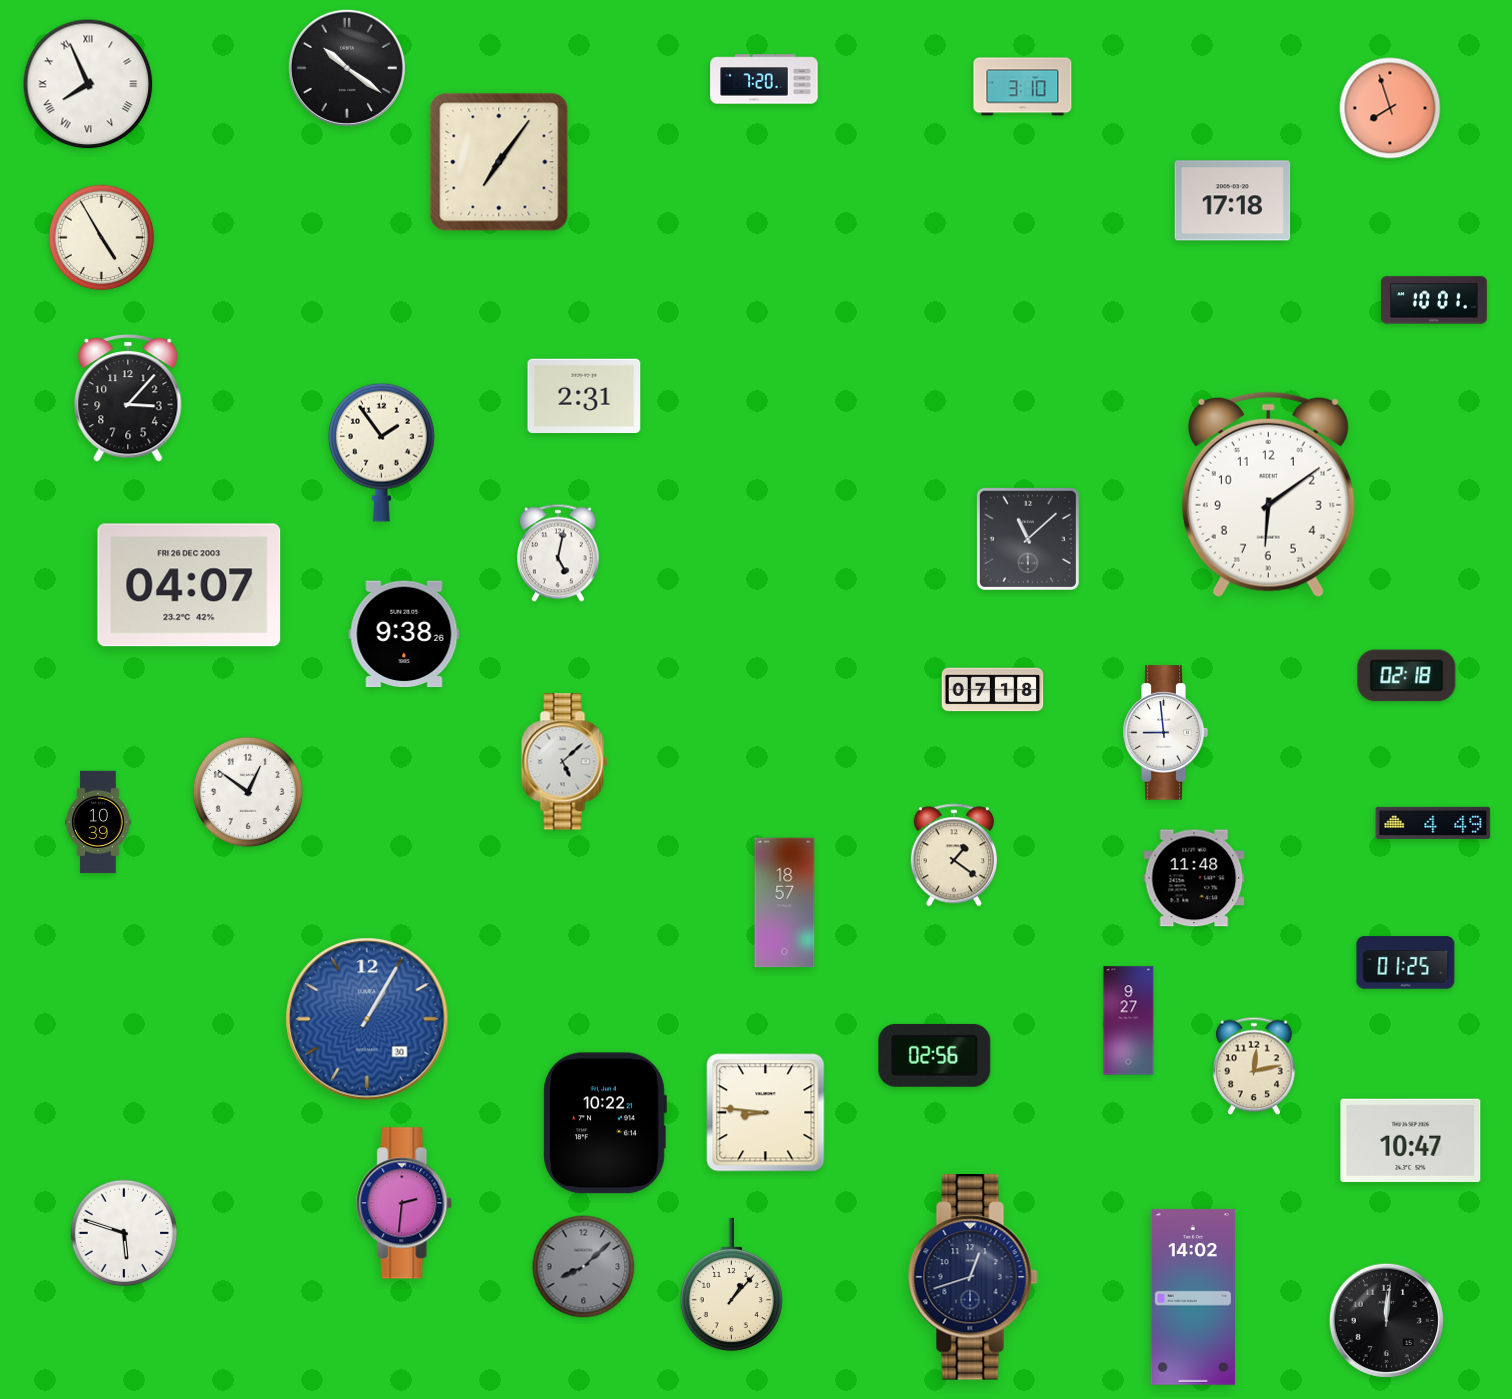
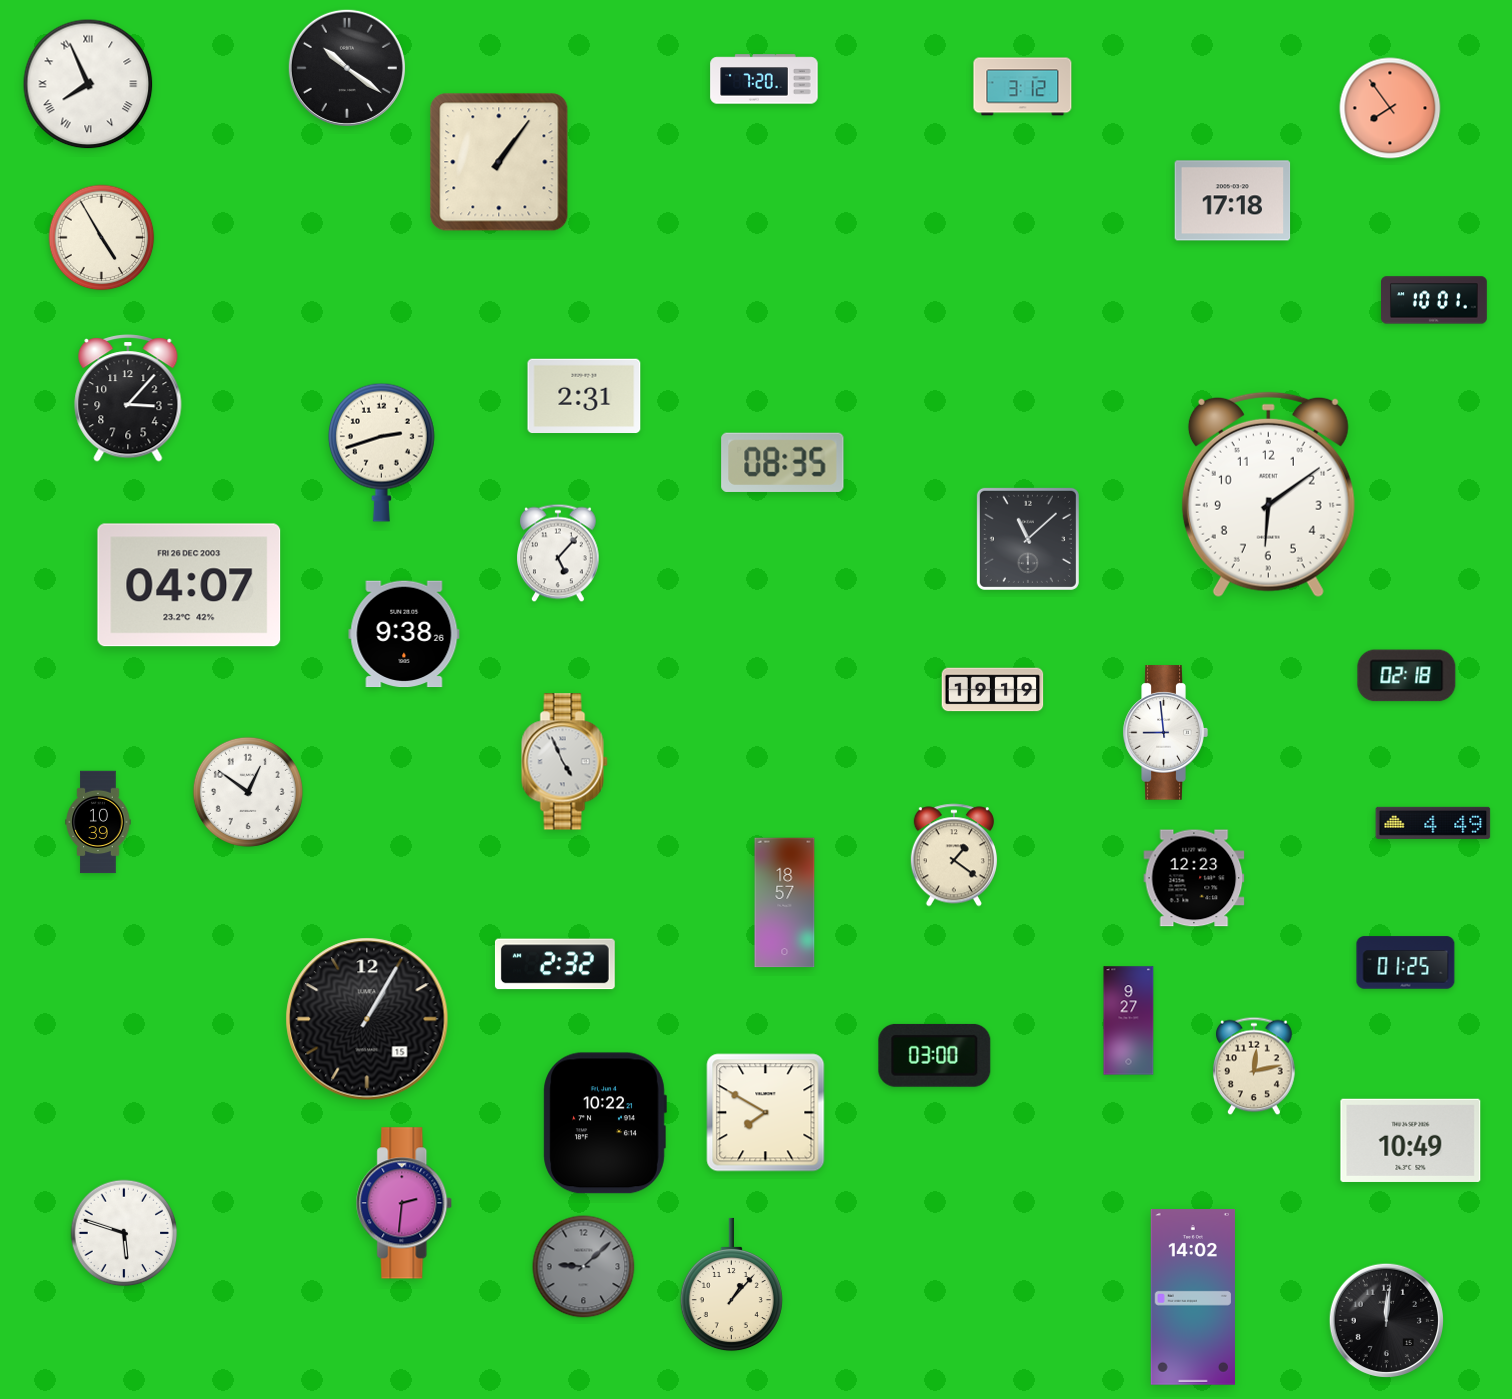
clock at (1023, 87): 3:10 -> 3:12
clock at (1390, 108): 7:57 -> 7:54
clock at (499, 162): 7:06 -> 1:06
clock at (381, 452): 1:54 -> 2:42
clock at (783, 462): none -> 08:35
clock at (559, 553): 5:02 -> 5:07
clock at (993, 690): 07:18 -> 19:19
clock at (565, 762): 5:08 -> 4:56
clock at (1194, 878): 11:48 -> 12:23
clock at (555, 964): none -> 2:32
clock at (367, 1019) date: 30 -> 15
clock at (367, 1019) dial: blue -> black
clock at (935, 1055): 02:56 -> 03:00
clock at (766, 1113): 8:46 -> 7:50
clock at (1411, 1140): 10:47 -> 10:49
clock at (584, 1267): 8:08 -> 9:08
clock at (973, 1277): 12:42 -> none
